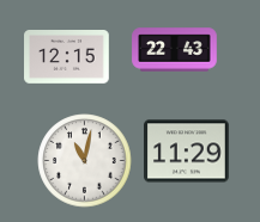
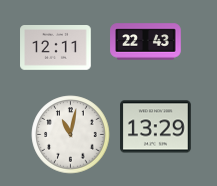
clock at (67, 57): 12:15 -> 12:11
clock at (187, 152): 11:29 -> 13:29
